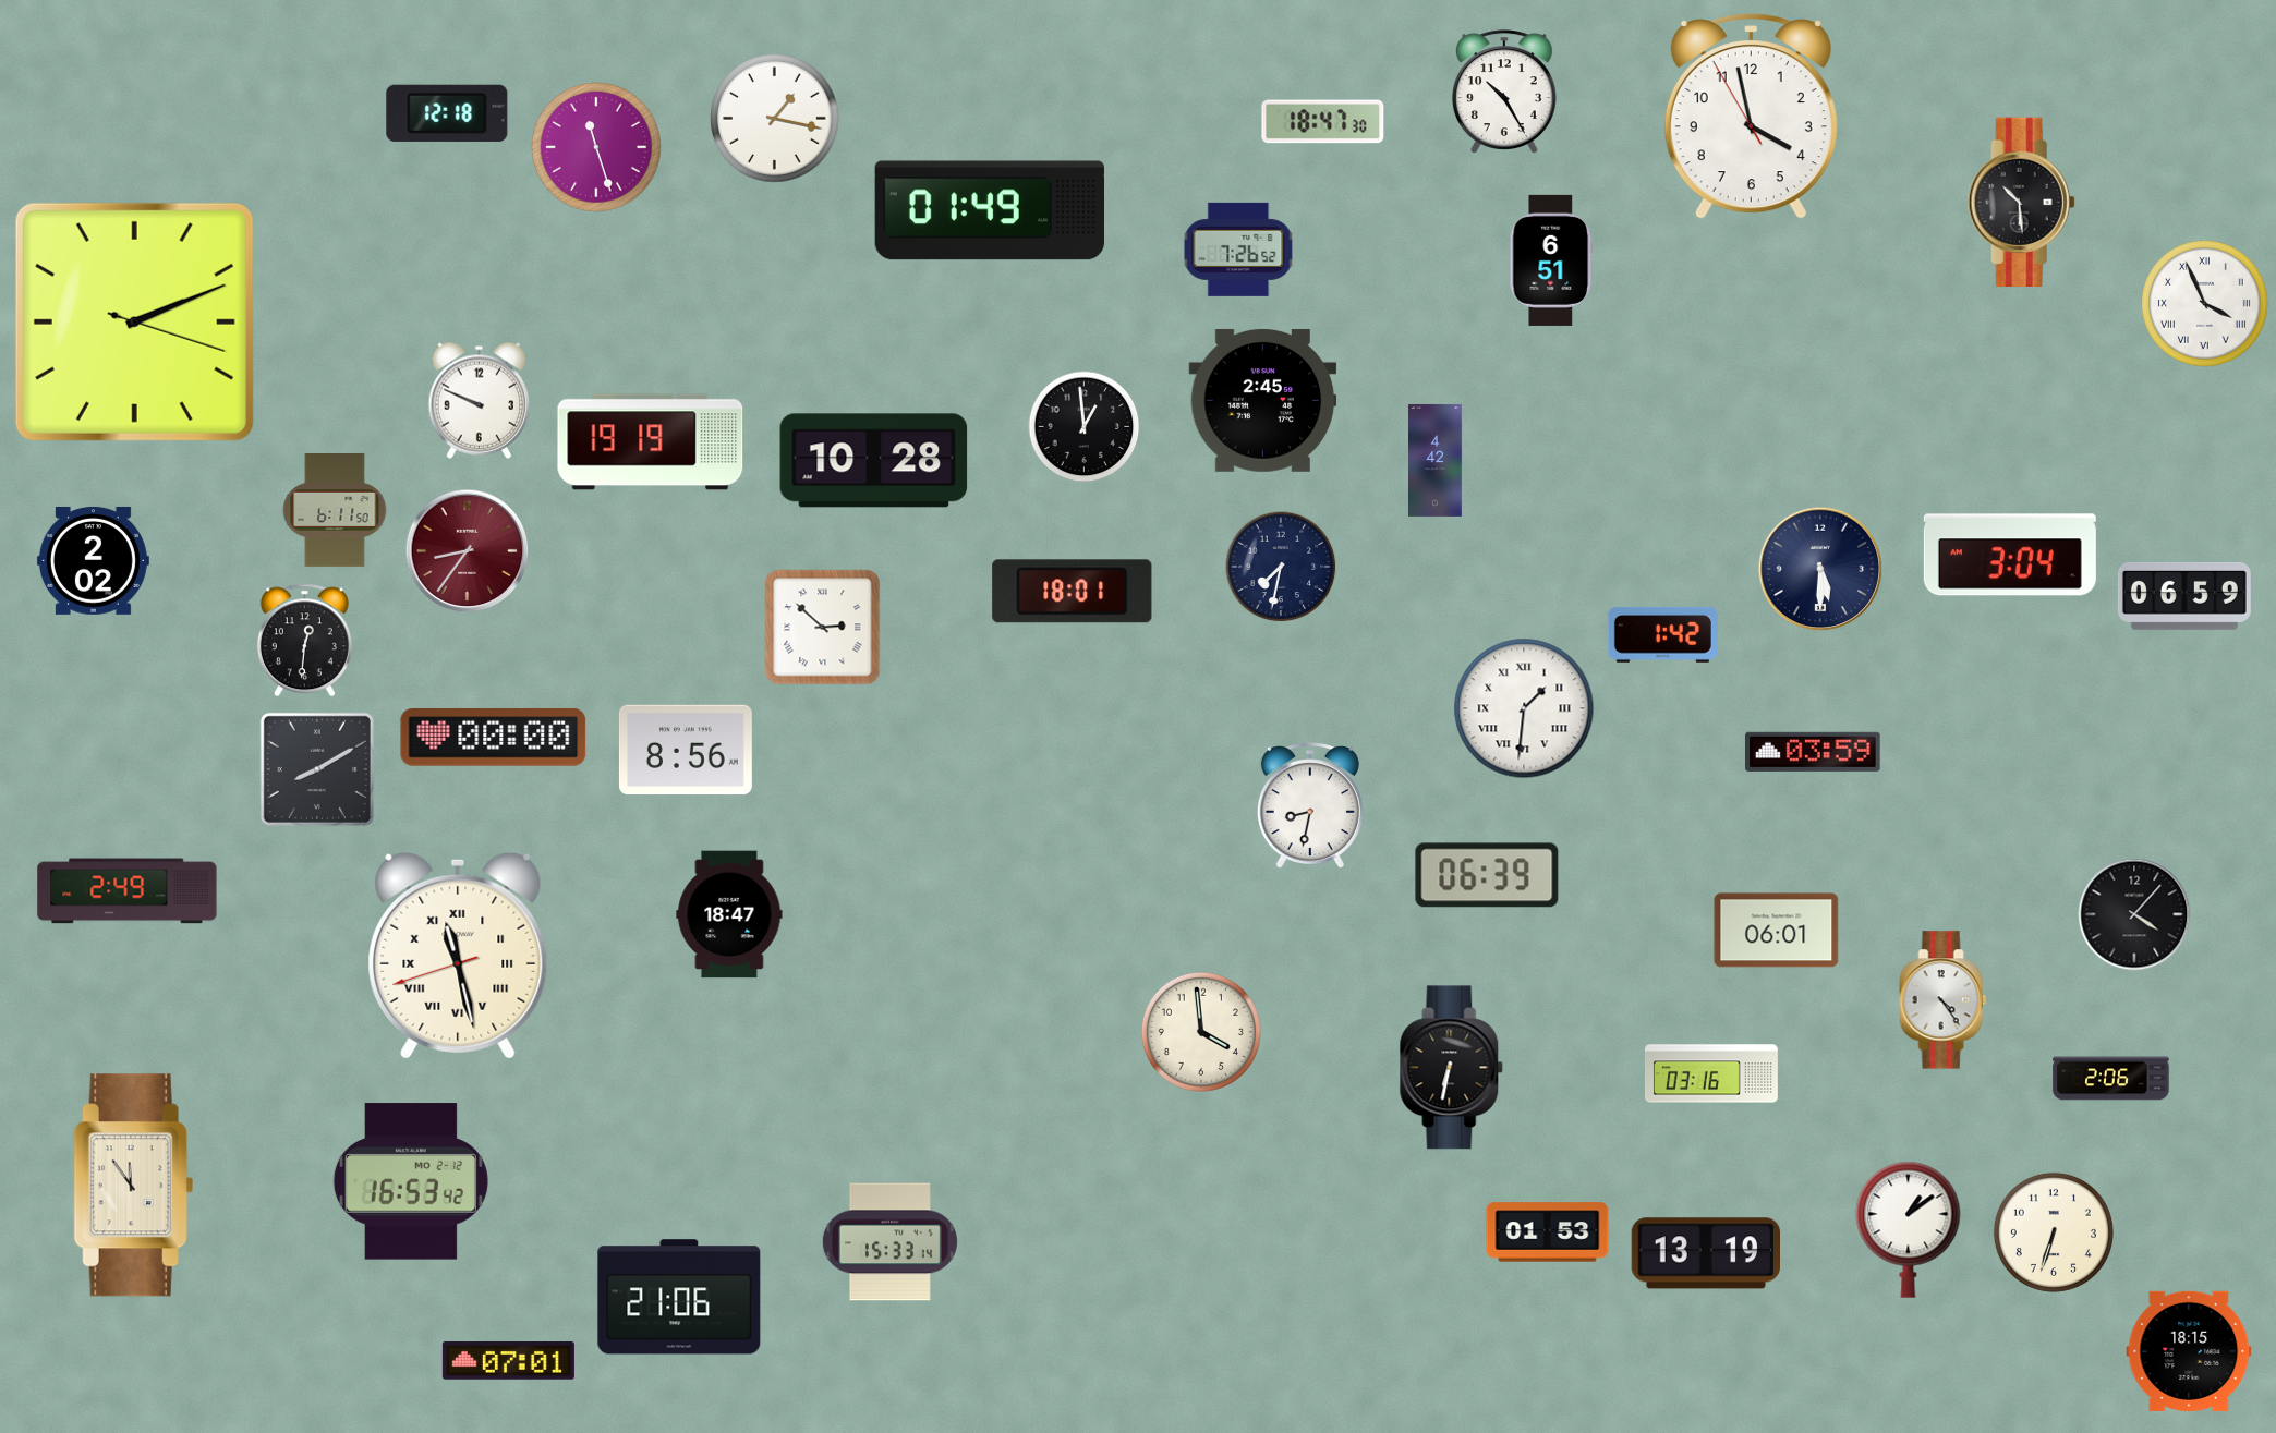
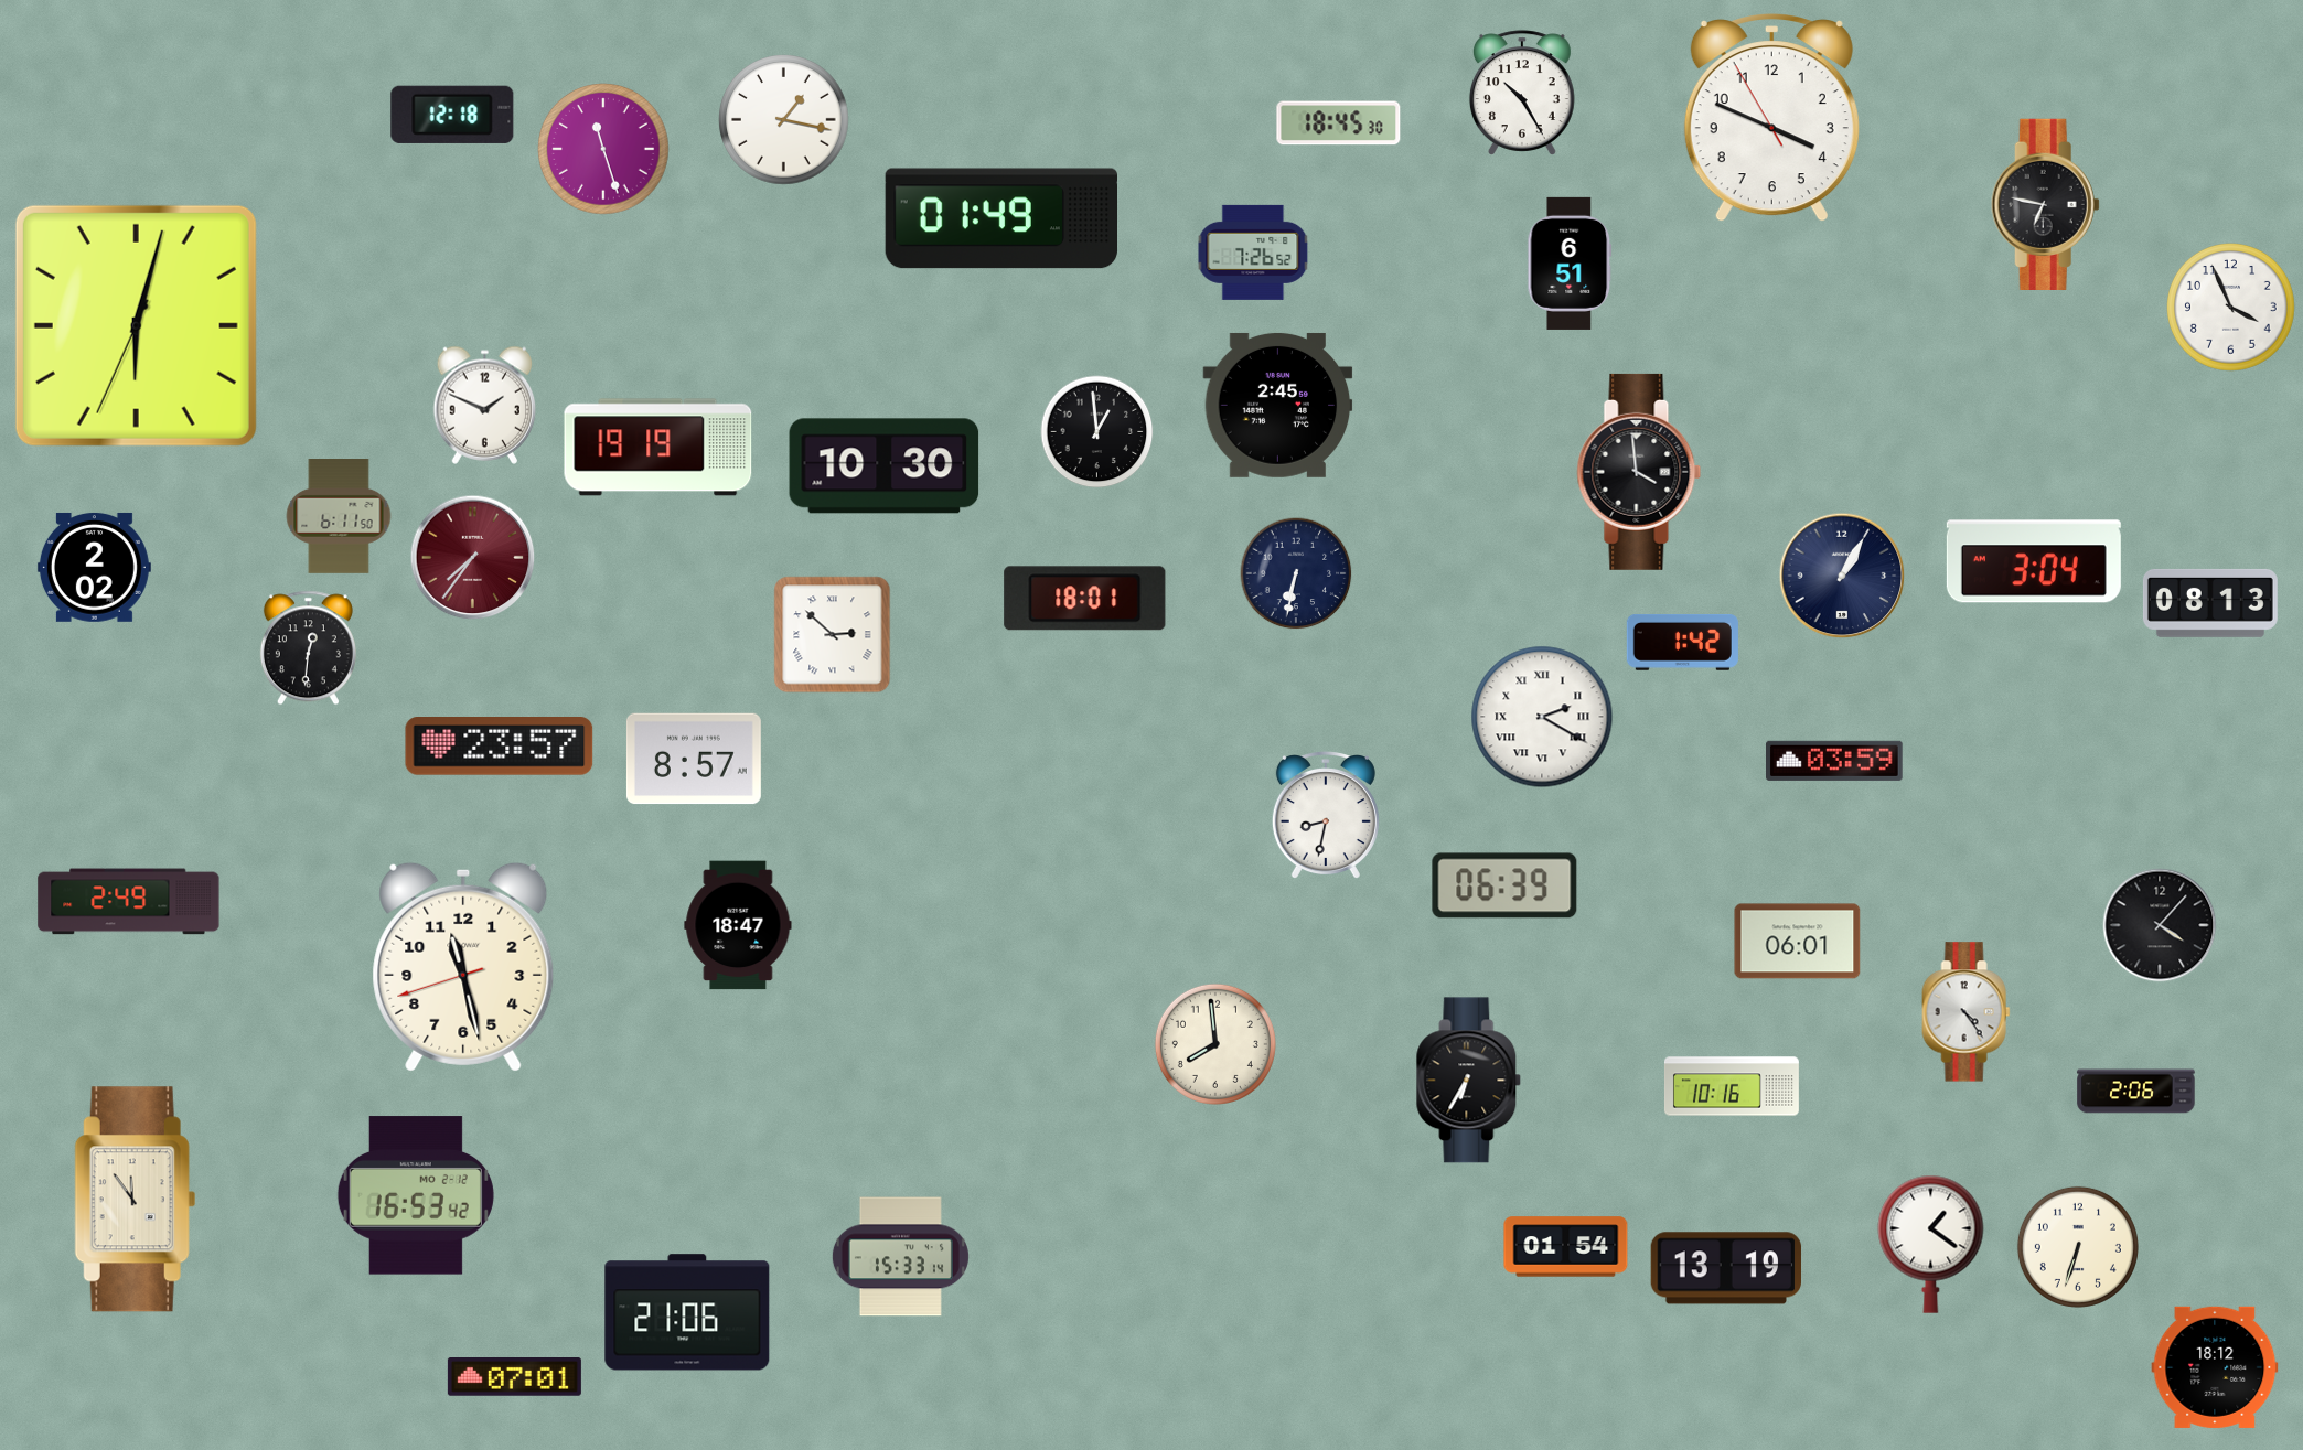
clock at (1751, 117): 3:57 -> 3:48
clock at (1323, 122): 18:47 -> 18:45
clock at (2021, 202): 10:29 -> 6:47
clock at (989, 210) position: (989, 210) -> (1000, 218)
clock at (2205, 304) numerals: Roman -> Arabic
clock at (134, 321): 2:11 -> 6:02
clock at (480, 400): 9:49 -> 1:49
clock at (1436, 460): 4:42 -> none
clock at (874, 461): 10:28 -> 10:30
clock at (1639, 472): none -> 3:59
clock at (468, 551): 8:36 -> 7:36
clock at (1281, 567): 7:32 -> 6:32
clock at (1820, 569): 5:30 -> 1:05
clock at (2184, 596): 06:59 -> 08:13
clock at (1524, 708): 1:31 -> 2:20
clock at (494, 738): 00:00 -> 23:57
clock at (686, 750): 8:56 -> 8:57
clock at (317, 769): 8:10 -> none
clock at (458, 956) numerals: Roman -> Arabic
clock at (1201, 1032): 3:59 -> 7:59
clock at (1452, 1068): 6:32 -> 6:35
clock at (1711, 1073): 03:16 -> 10:16
clock at (1909, 1229): 1:09 -> 1:21
clock at (1548, 1232): 01:53 -> 01:54
clock at (2189, 1351): 18:15 -> 18:12
